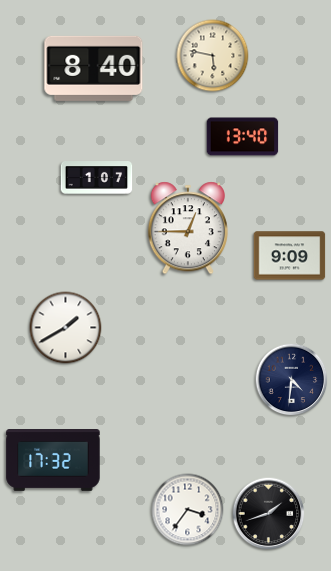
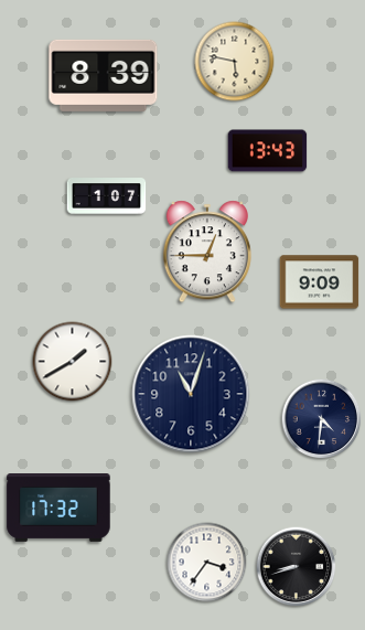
clock at (94, 68): 8:40 -> 8:39
clock at (243, 137): 13:40 -> 13:43
clock at (191, 394): none -> 11:03
clock at (269, 514): 1:42 -> 8:42
